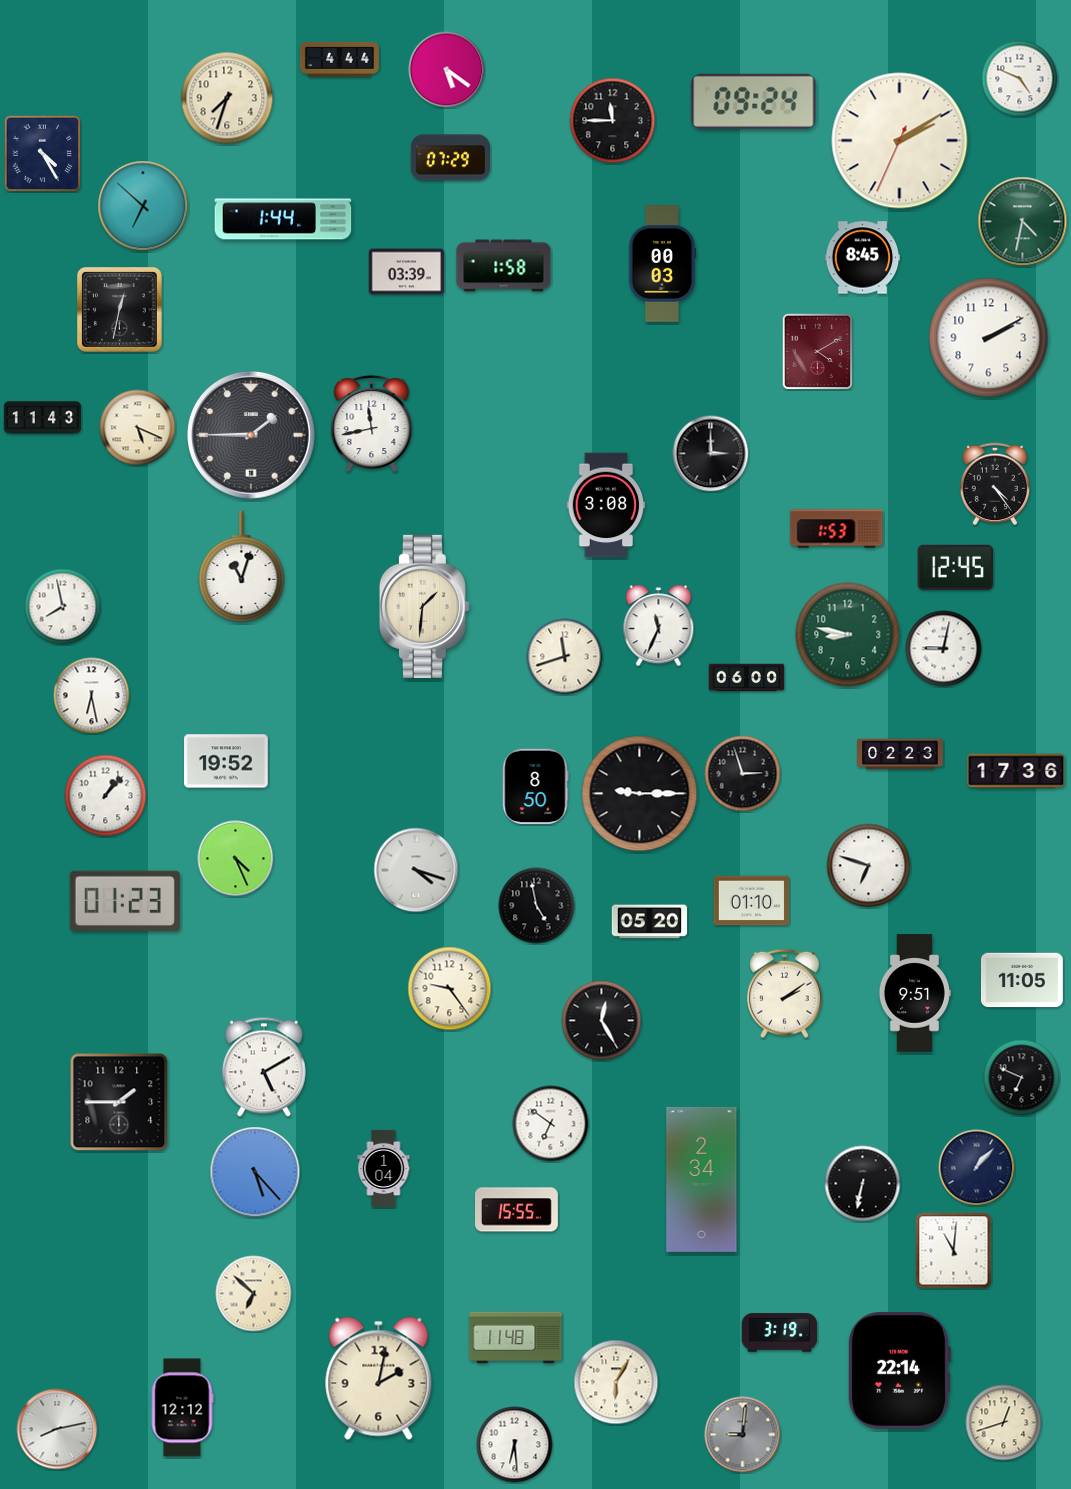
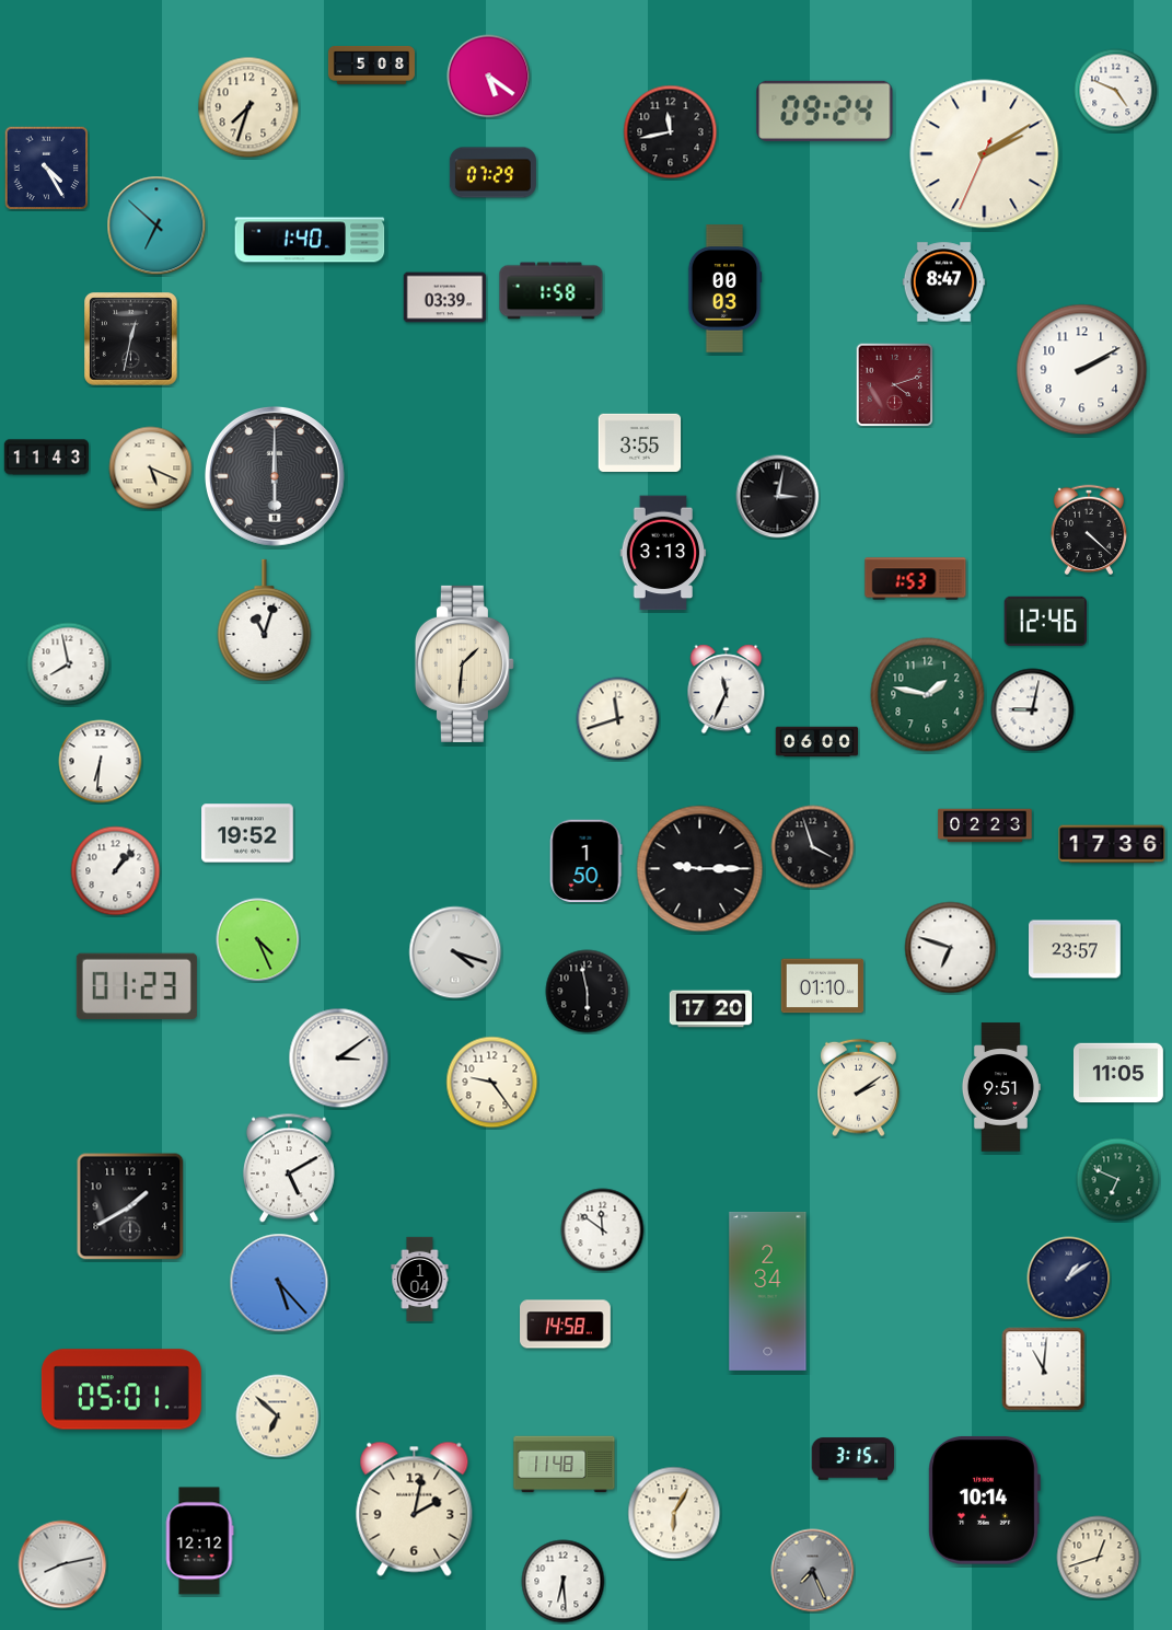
clock at (339, 59): 4:44 -> 5:08
clock at (1020, 79) position: (1020, 79) -> (1116, 91)
clock at (613, 121): 11:45 -> 11:43
clock at (283, 219): 1:44 -> 1:40
clock at (1023, 222): 4:32 -> none
clock at (863, 258): 8:45 -> 8:47
clock at (818, 352): 4:10 -> 4:12
clock at (640, 442): none -> 3:55
clock at (372, 424): 11:43 -> none
clock at (251, 435): 1:45 -> 6:00
clock at (711, 454): 3:00 -> 3:02
clock at (994, 484): 4:24 -> 4:22
clock at (606, 505): 3:08 -> 3:13
clock at (955, 567): 12:45 -> 12:46
clock at (659, 626) position: (659, 626) -> (727, 690)
clock at (848, 635): 8:47 -> 1:47
clock at (92, 696): 6:28 -> 6:31
clock at (743, 774): 2:57 -> 3:57
clock at (535, 787): 8:50 -> 1:50
clock at (1075, 949): none -> 23:57
clock at (537, 906): 4:58 -> 5:58
clock at (650, 922): 05:20 -> 17:20
clock at (339, 1059): none -> 3:09
clock at (602, 1021): 12:25 -> none
clock at (1022, 1078) dial: black -> green
clock at (119, 1102): 1:45 -> 1:40
clock at (551, 1124): 6:51 -> 11:51
clock at (977, 1168): 1:07 -> 1:09
clock at (863, 1184): 6:32 -> none
clock at (517, 1210): 15:55 -> 14:58
clock at (121, 1389): none -> 05:01
clock at (780, 1333): 3:19 -> 3:15
clock at (899, 1370): 22:14 -> 10:14
clock at (743, 1435): 9:01 -> 7:26
